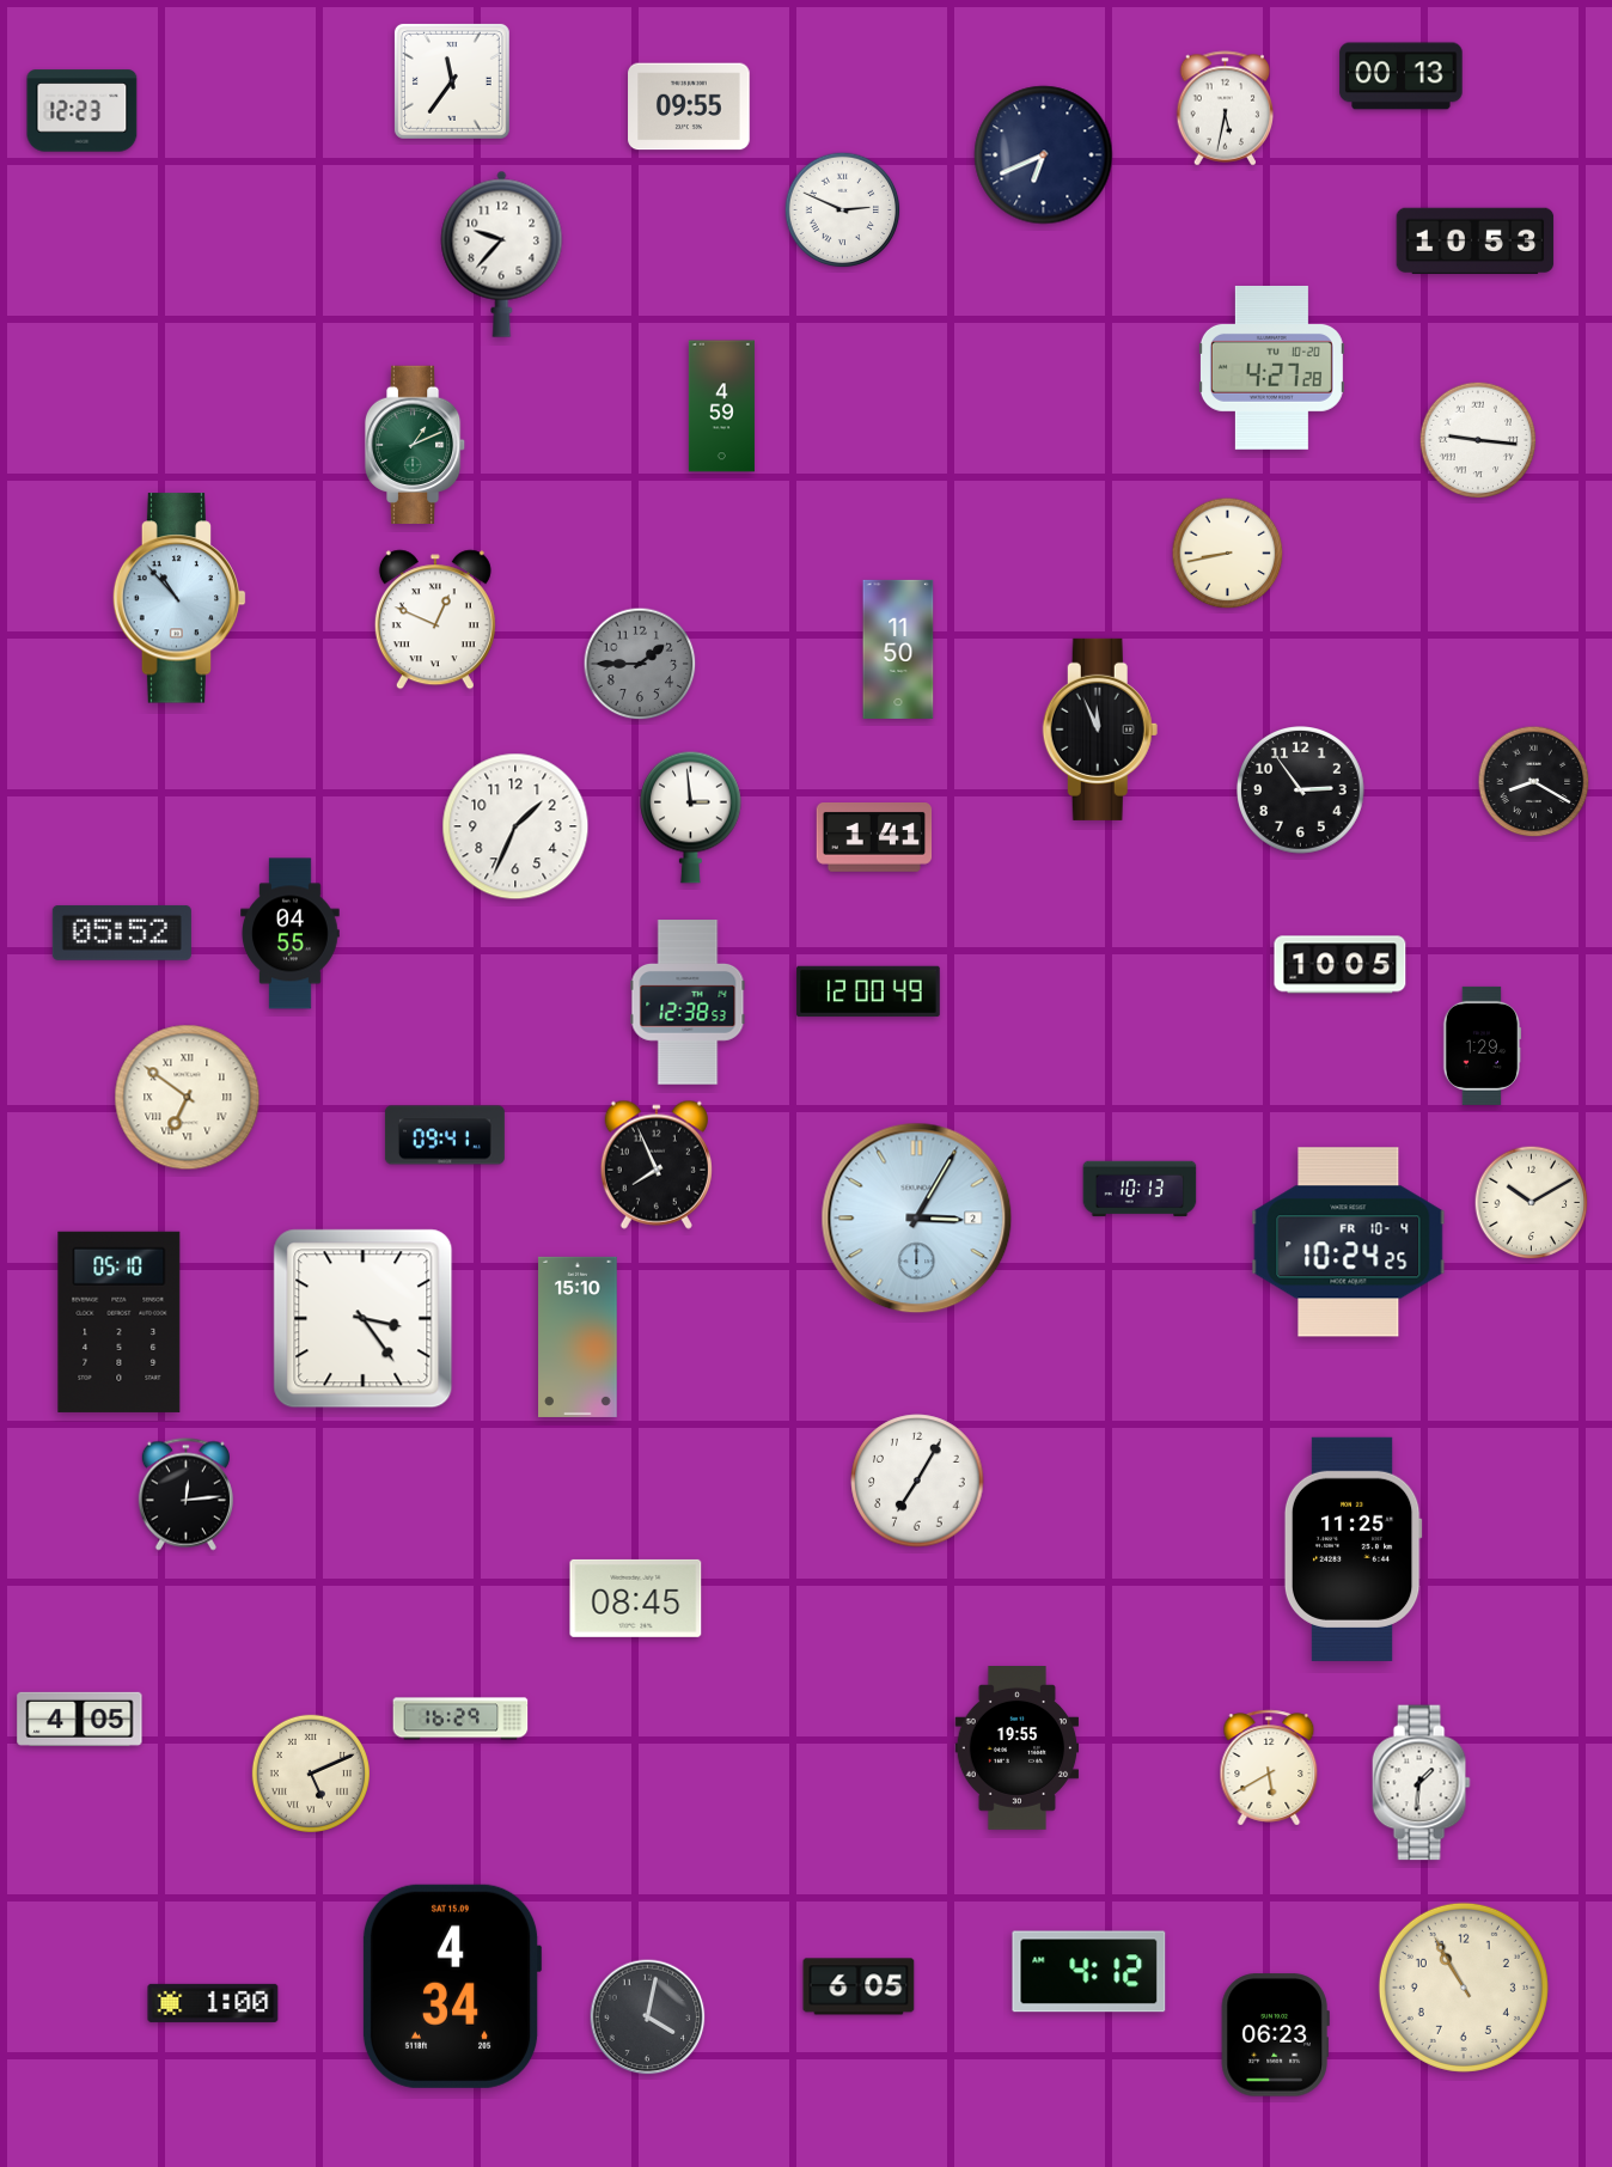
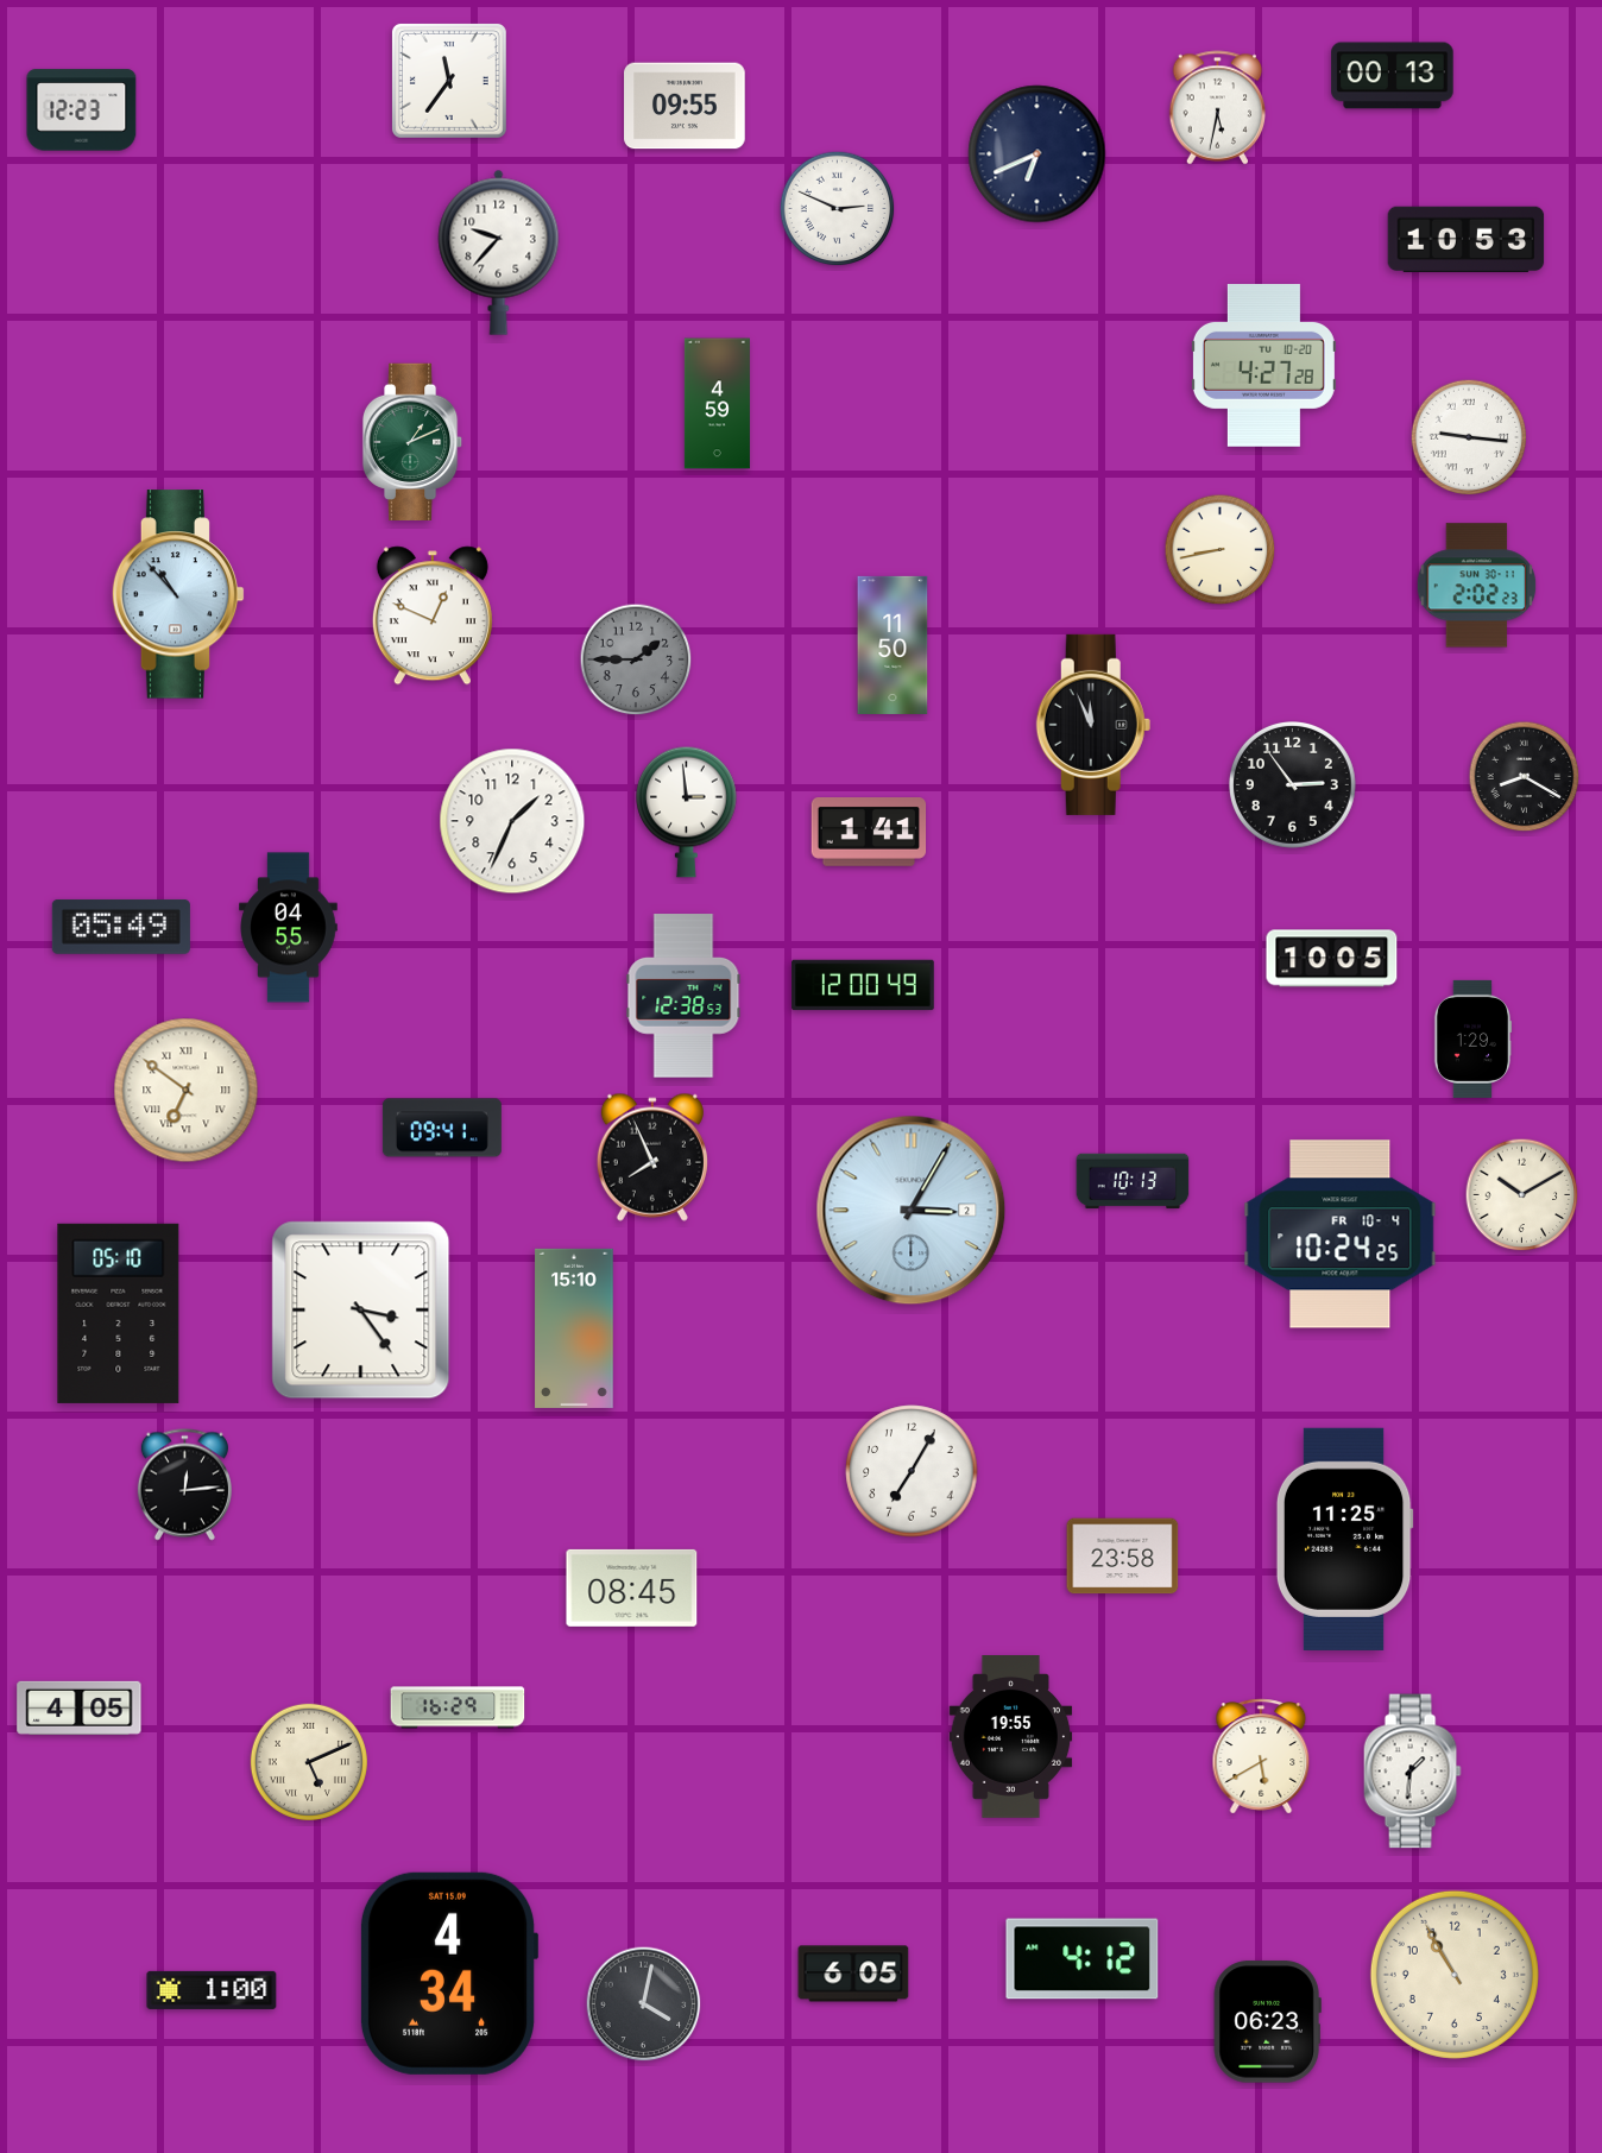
clock at (1477, 586): none -> 2:02
clock at (122, 933): 05:52 -> 05:49
clock at (1123, 1557): none -> 23:58
